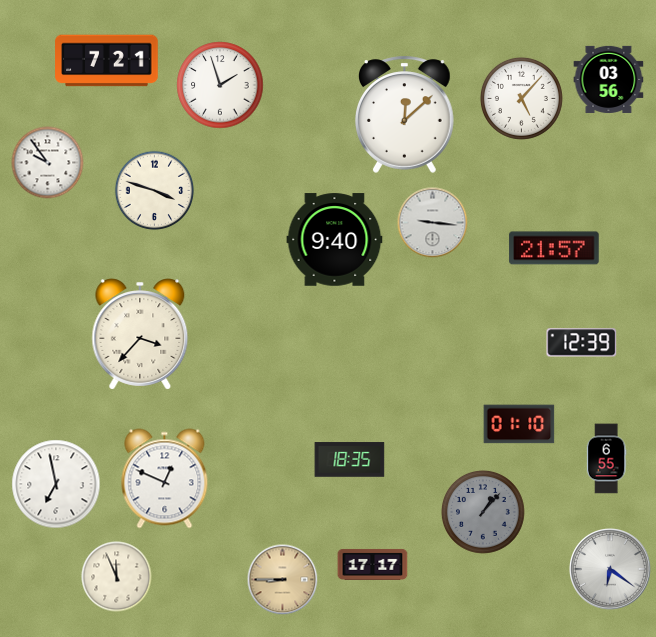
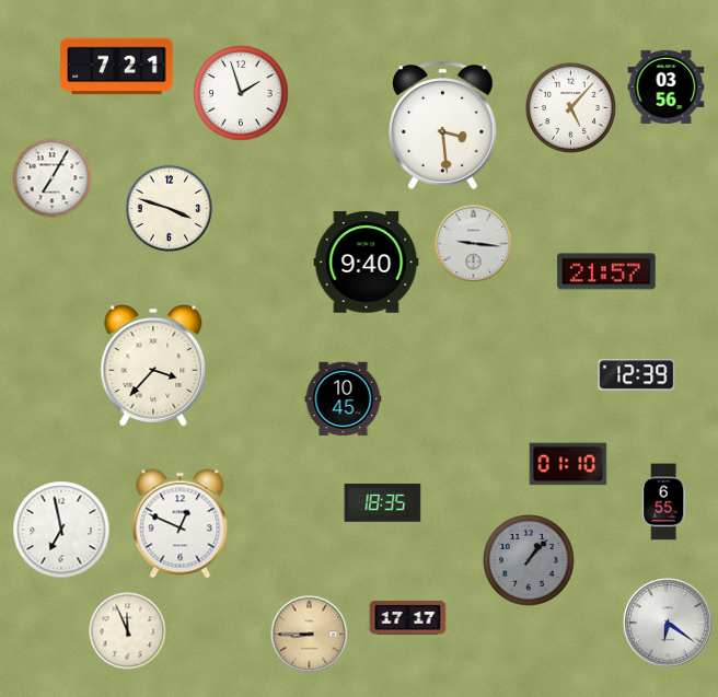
clock at (405, 114): 12:08 -> 3:29
clock at (48, 163): 9:54 -> 7:05
clock at (344, 399): none -> 10:45
